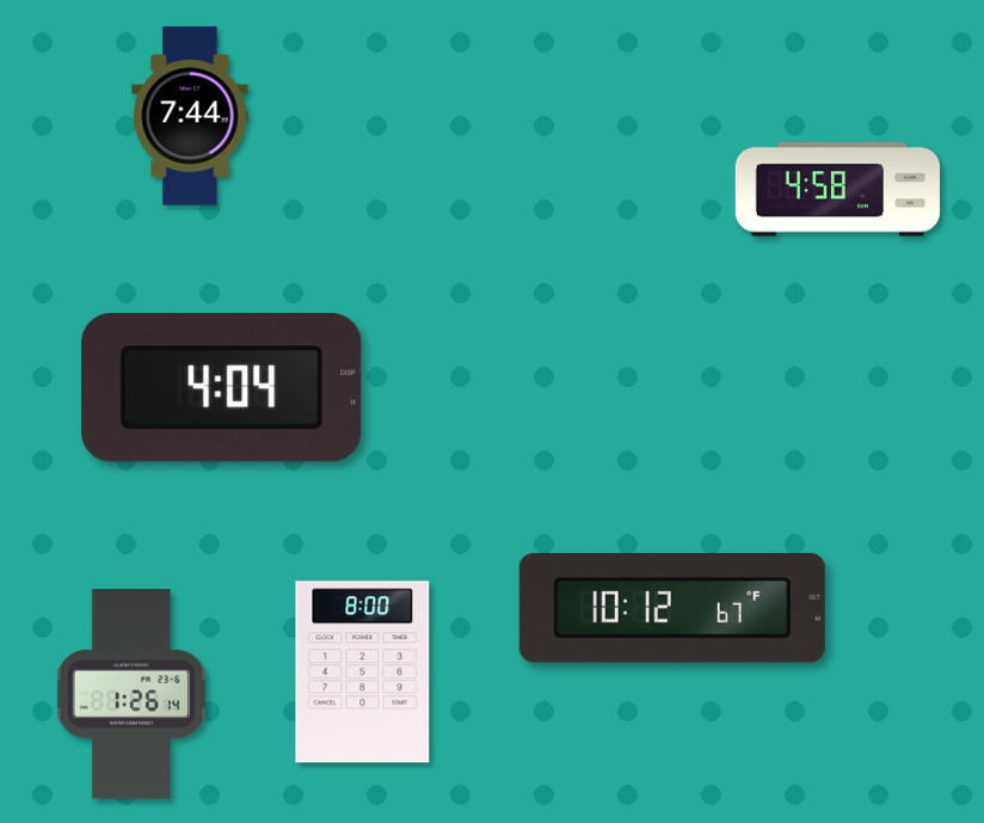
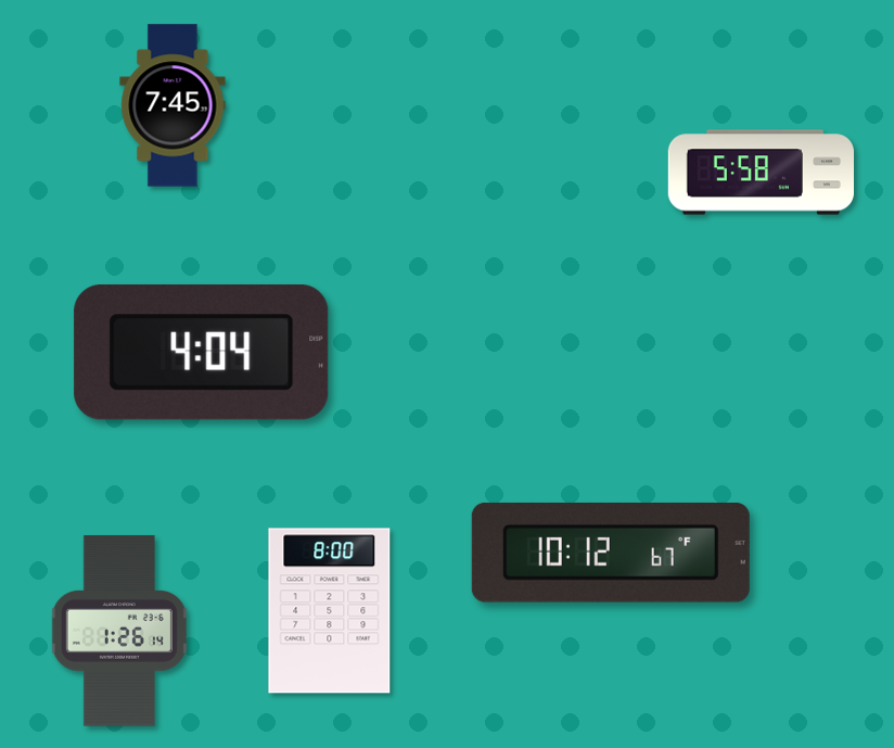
clock at (190, 116): 7:44 -> 7:45
clock at (837, 190): 4:58 -> 5:58
